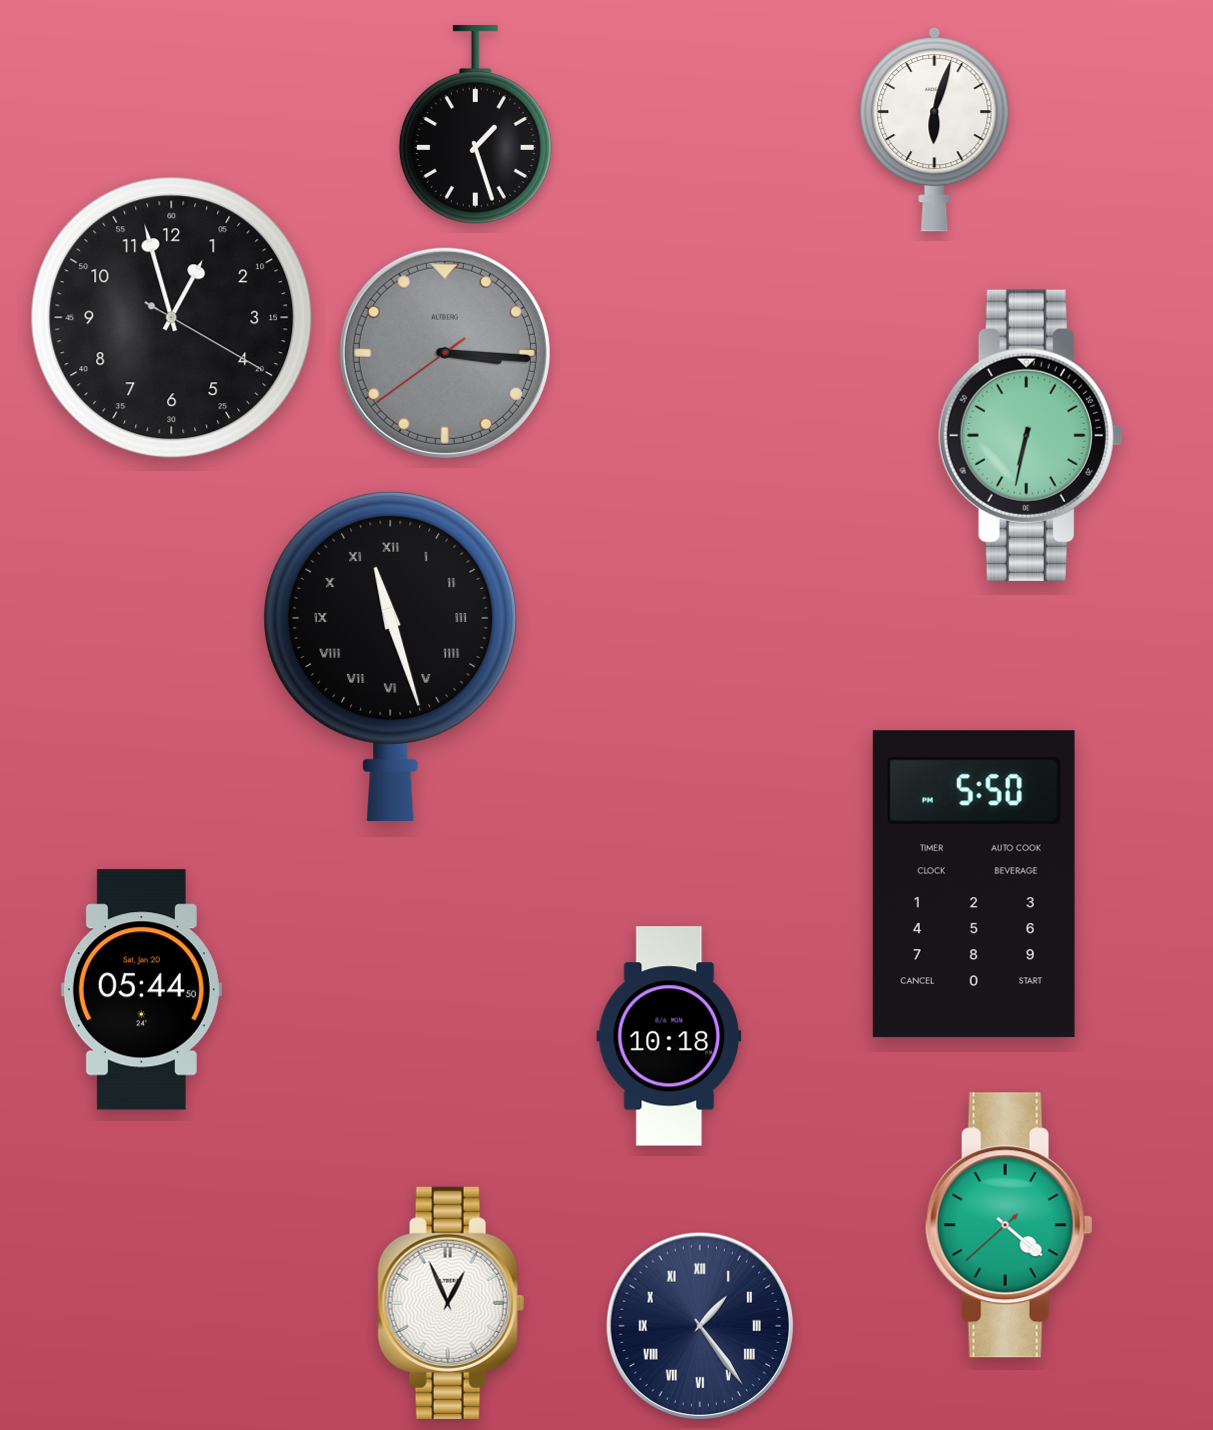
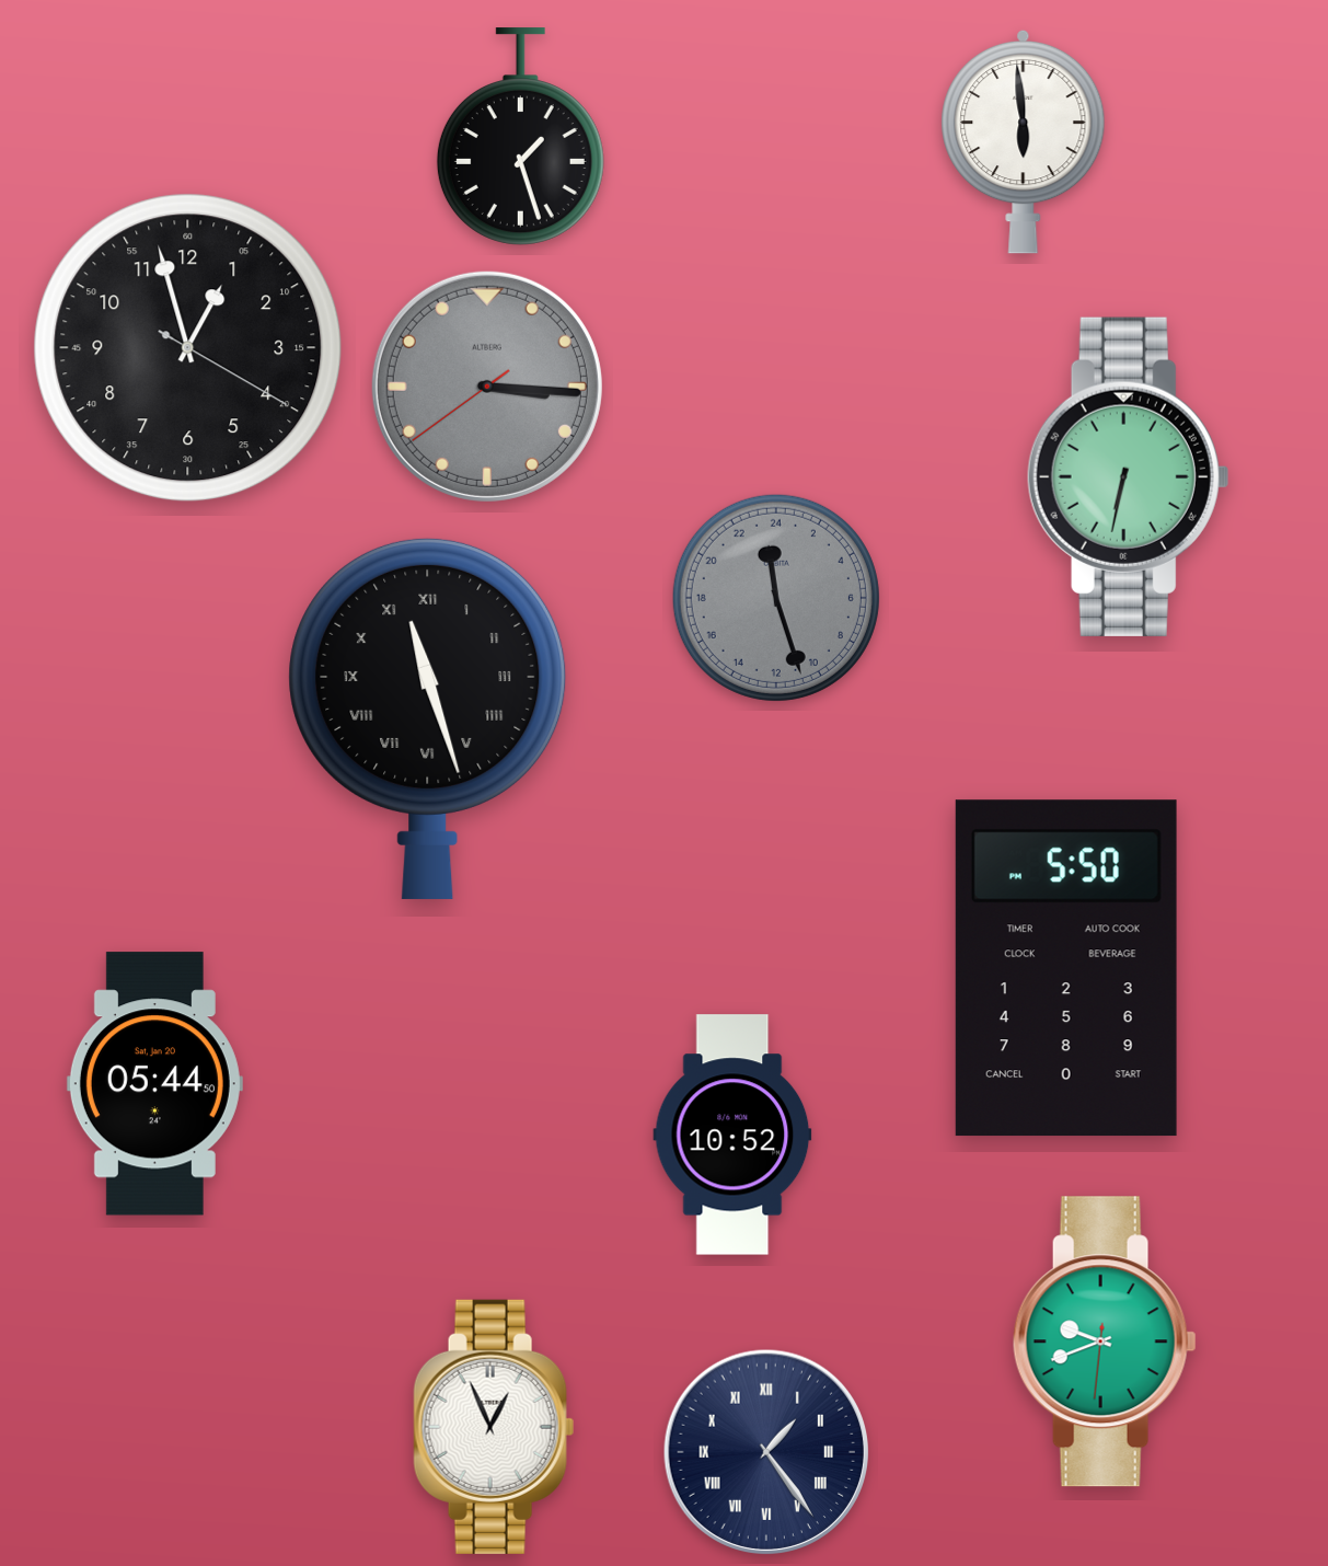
clock at (935, 129): 6:03 -> 5:59
clock at (776, 598): none -> 23:27
clock at (669, 1036): 10:18 -> 10:52
clock at (1009, 1225): 4:21 -> 9:41
